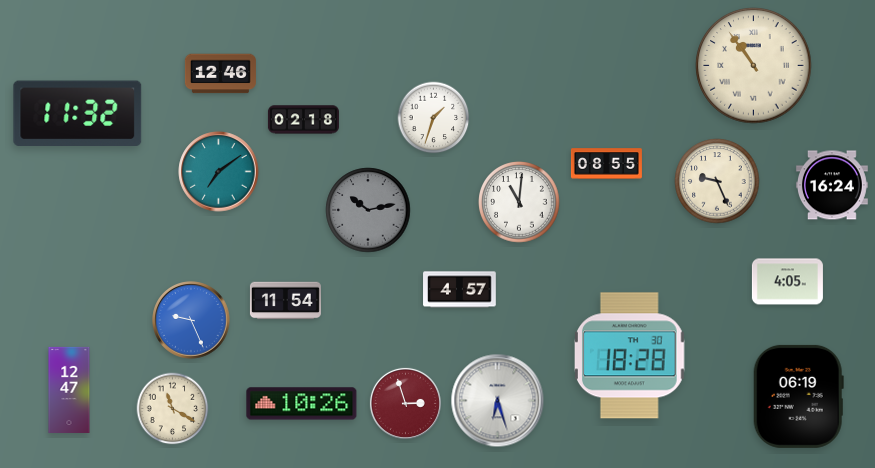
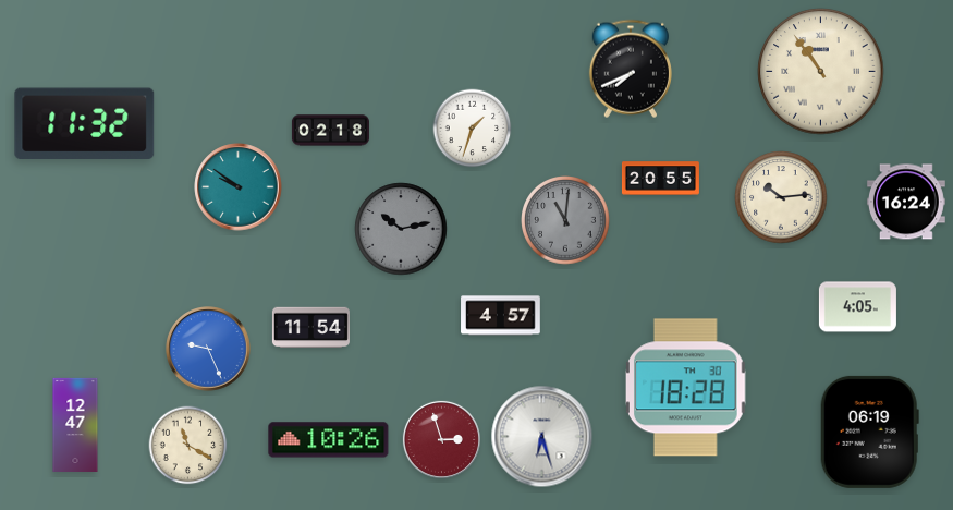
clock at (631, 69): none -> 7:41
clock at (220, 74): 12:46 -> none
clock at (606, 164): 08:55 -> 20:55
clock at (219, 172): 7:09 -> 9:51
clock at (717, 181): 9:26 -> 10:14
clock at (519, 202) dial: white -> grey
